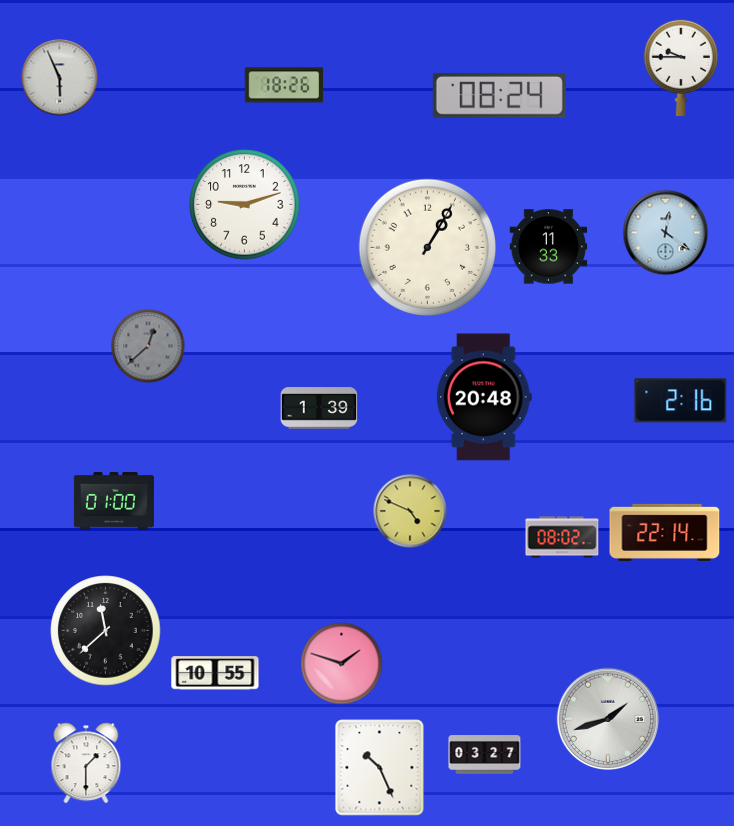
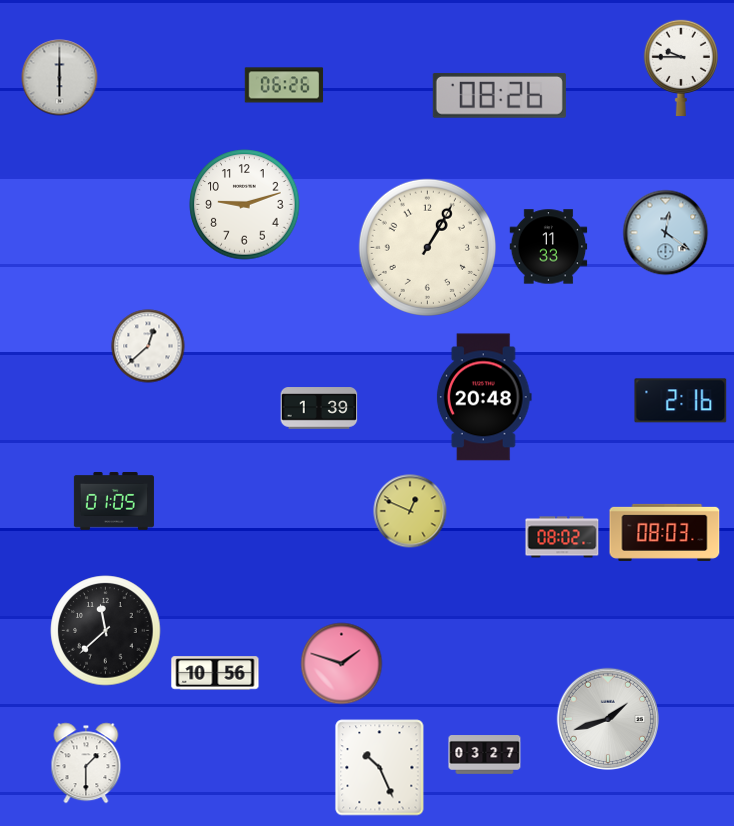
clock at (60, 78): 5:56 -> 6:00
clock at (284, 85): 18:26 -> 06:26
clock at (499, 95): 08:24 -> 08:26
clock at (148, 346) dial: grey -> white
clock at (114, 502): 01:00 -> 01:05
clock at (410, 511): 4:49 -> 12:49
clock at (665, 532): 22:14 -> 08:03
clock at (215, 673): 10:55 -> 10:56
